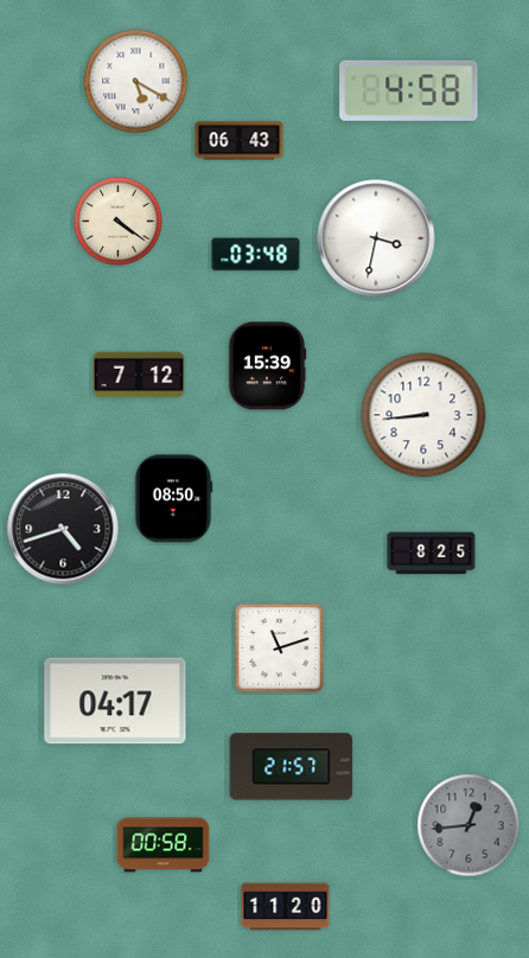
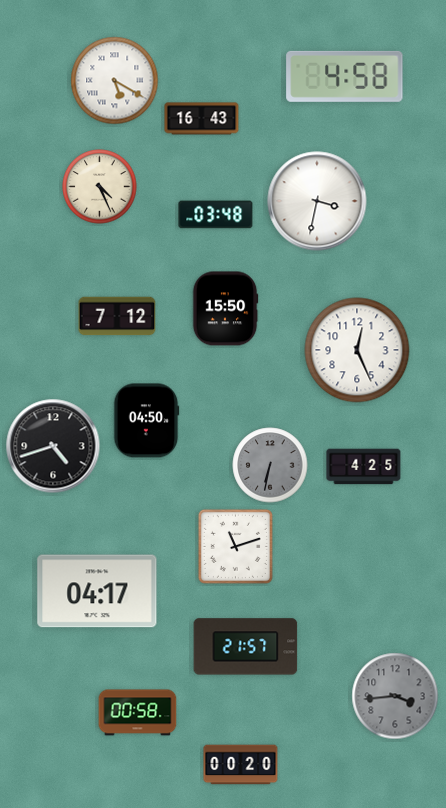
clock at (136, 82) position: (136, 82) -> (115, 81)
clock at (240, 141): 06:43 -> 16:43
clock at (119, 222): 4:21 -> 4:26
clock at (267, 366): 15:39 -> 15:50
clock at (423, 415): 8:44 -> 12:26
clock at (173, 499): 08:50 -> 04:50
clock at (270, 465): none -> 6:32
clock at (432, 554): 8:25 -> 4:25
clock at (469, 825): 12:44 -> 3:44
clock at (286, 907): 11:20 -> 00:20
